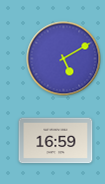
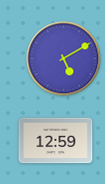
clock at (56, 141): 16:59 -> 12:59
